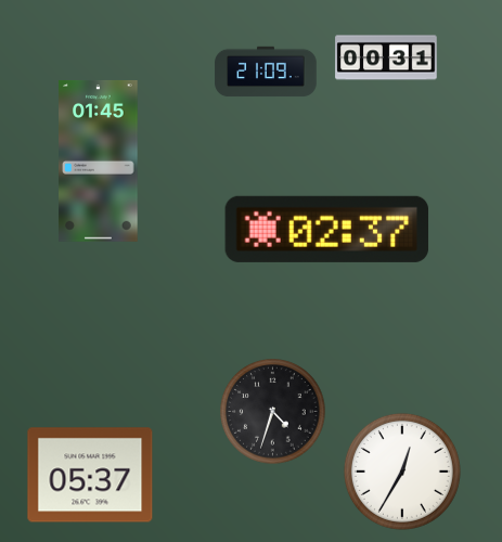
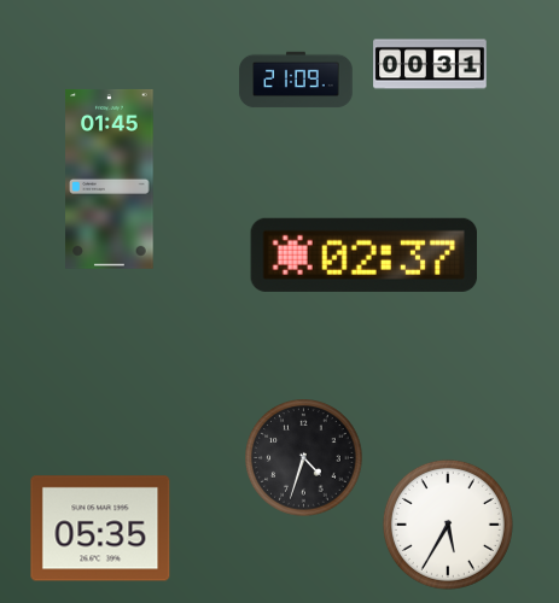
clock at (402, 472): 12:35 -> 5:35
clock at (90, 475): 05:37 -> 05:35
